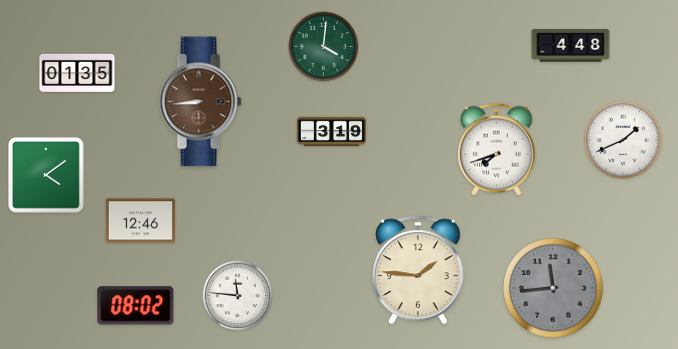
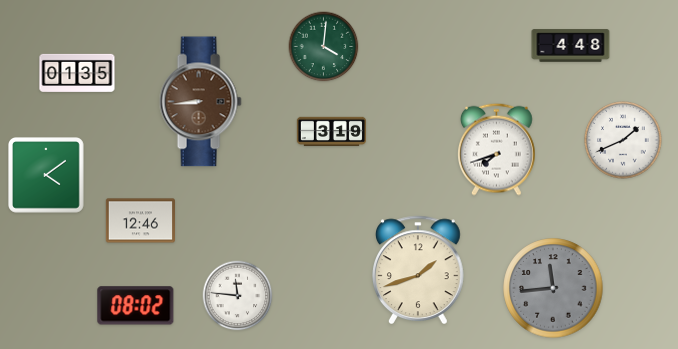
clock at (419, 269): 1:46 -> 1:42
